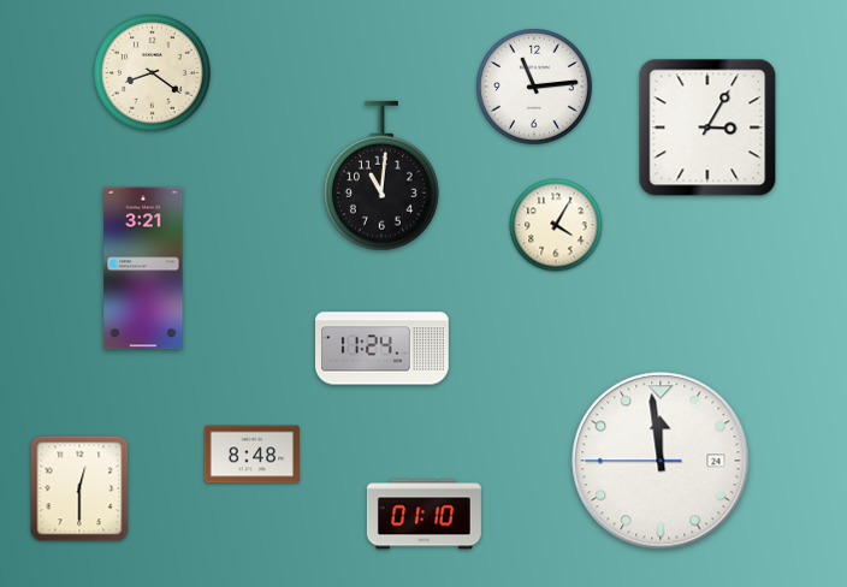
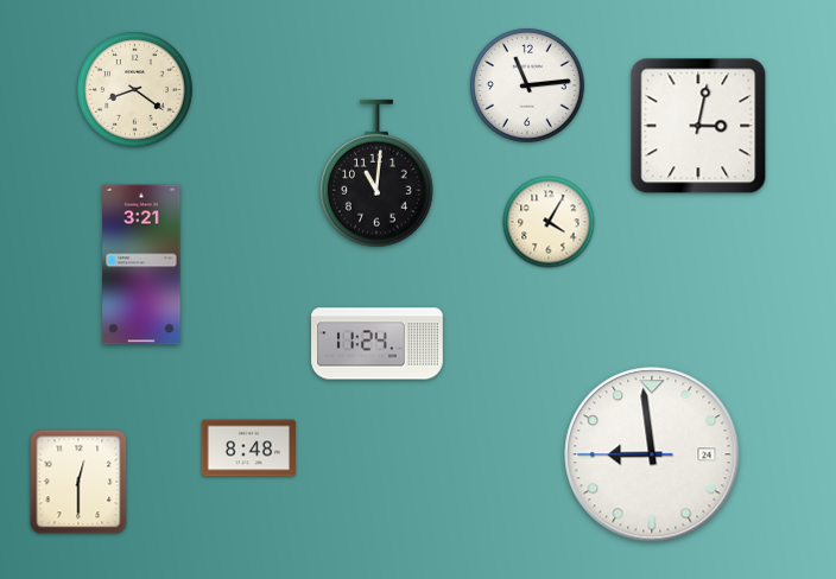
clock at (153, 73) position: (153, 73) -> (135, 90)
clock at (707, 128): 3:05 -> 3:02
clock at (661, 461): 11:58 -> 8:58
clock at (423, 515): 01:10 -> none
